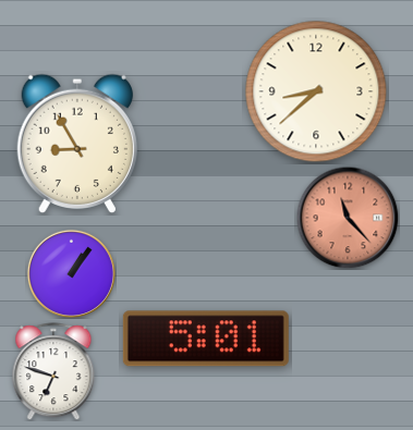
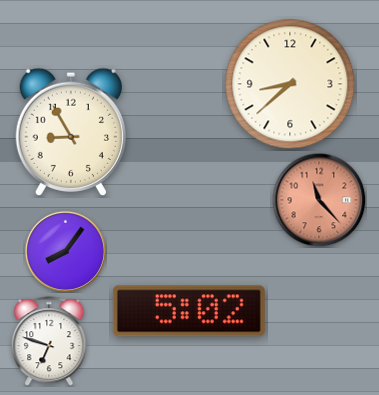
clock at (71, 273): 1:06 -> 8:06
clock at (206, 339): 5:01 -> 5:02
